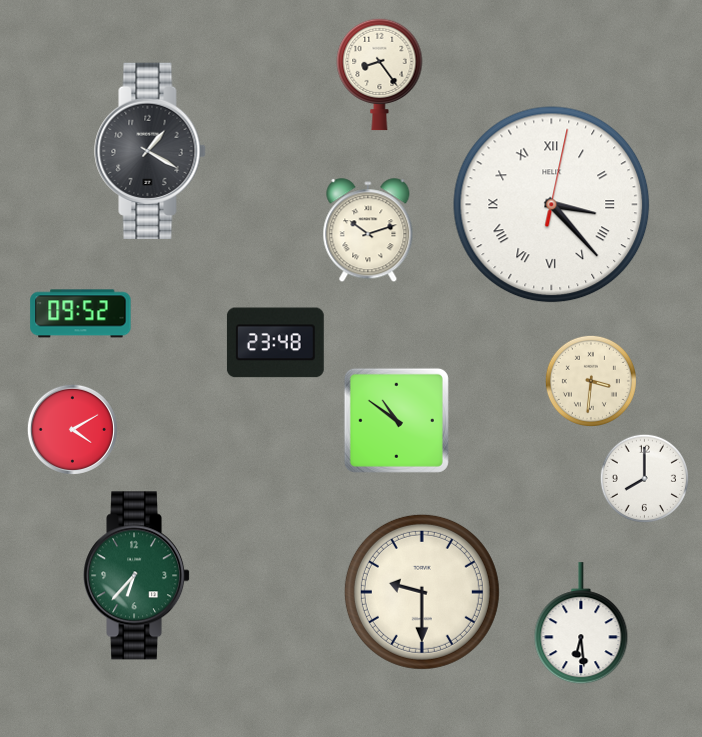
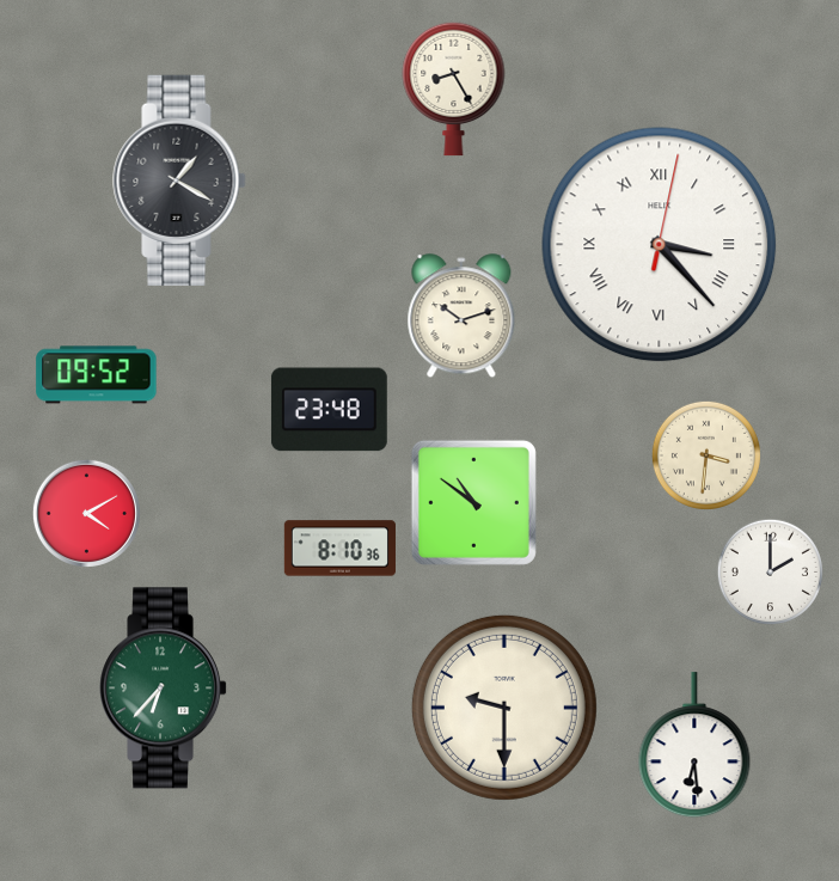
clock at (380, 74): 8:24 -> 8:25
clock at (368, 231) position: (368, 231) -> (461, 317)
clock at (339, 549): none -> 8:10
clock at (644, 478): 8:00 -> 2:00
